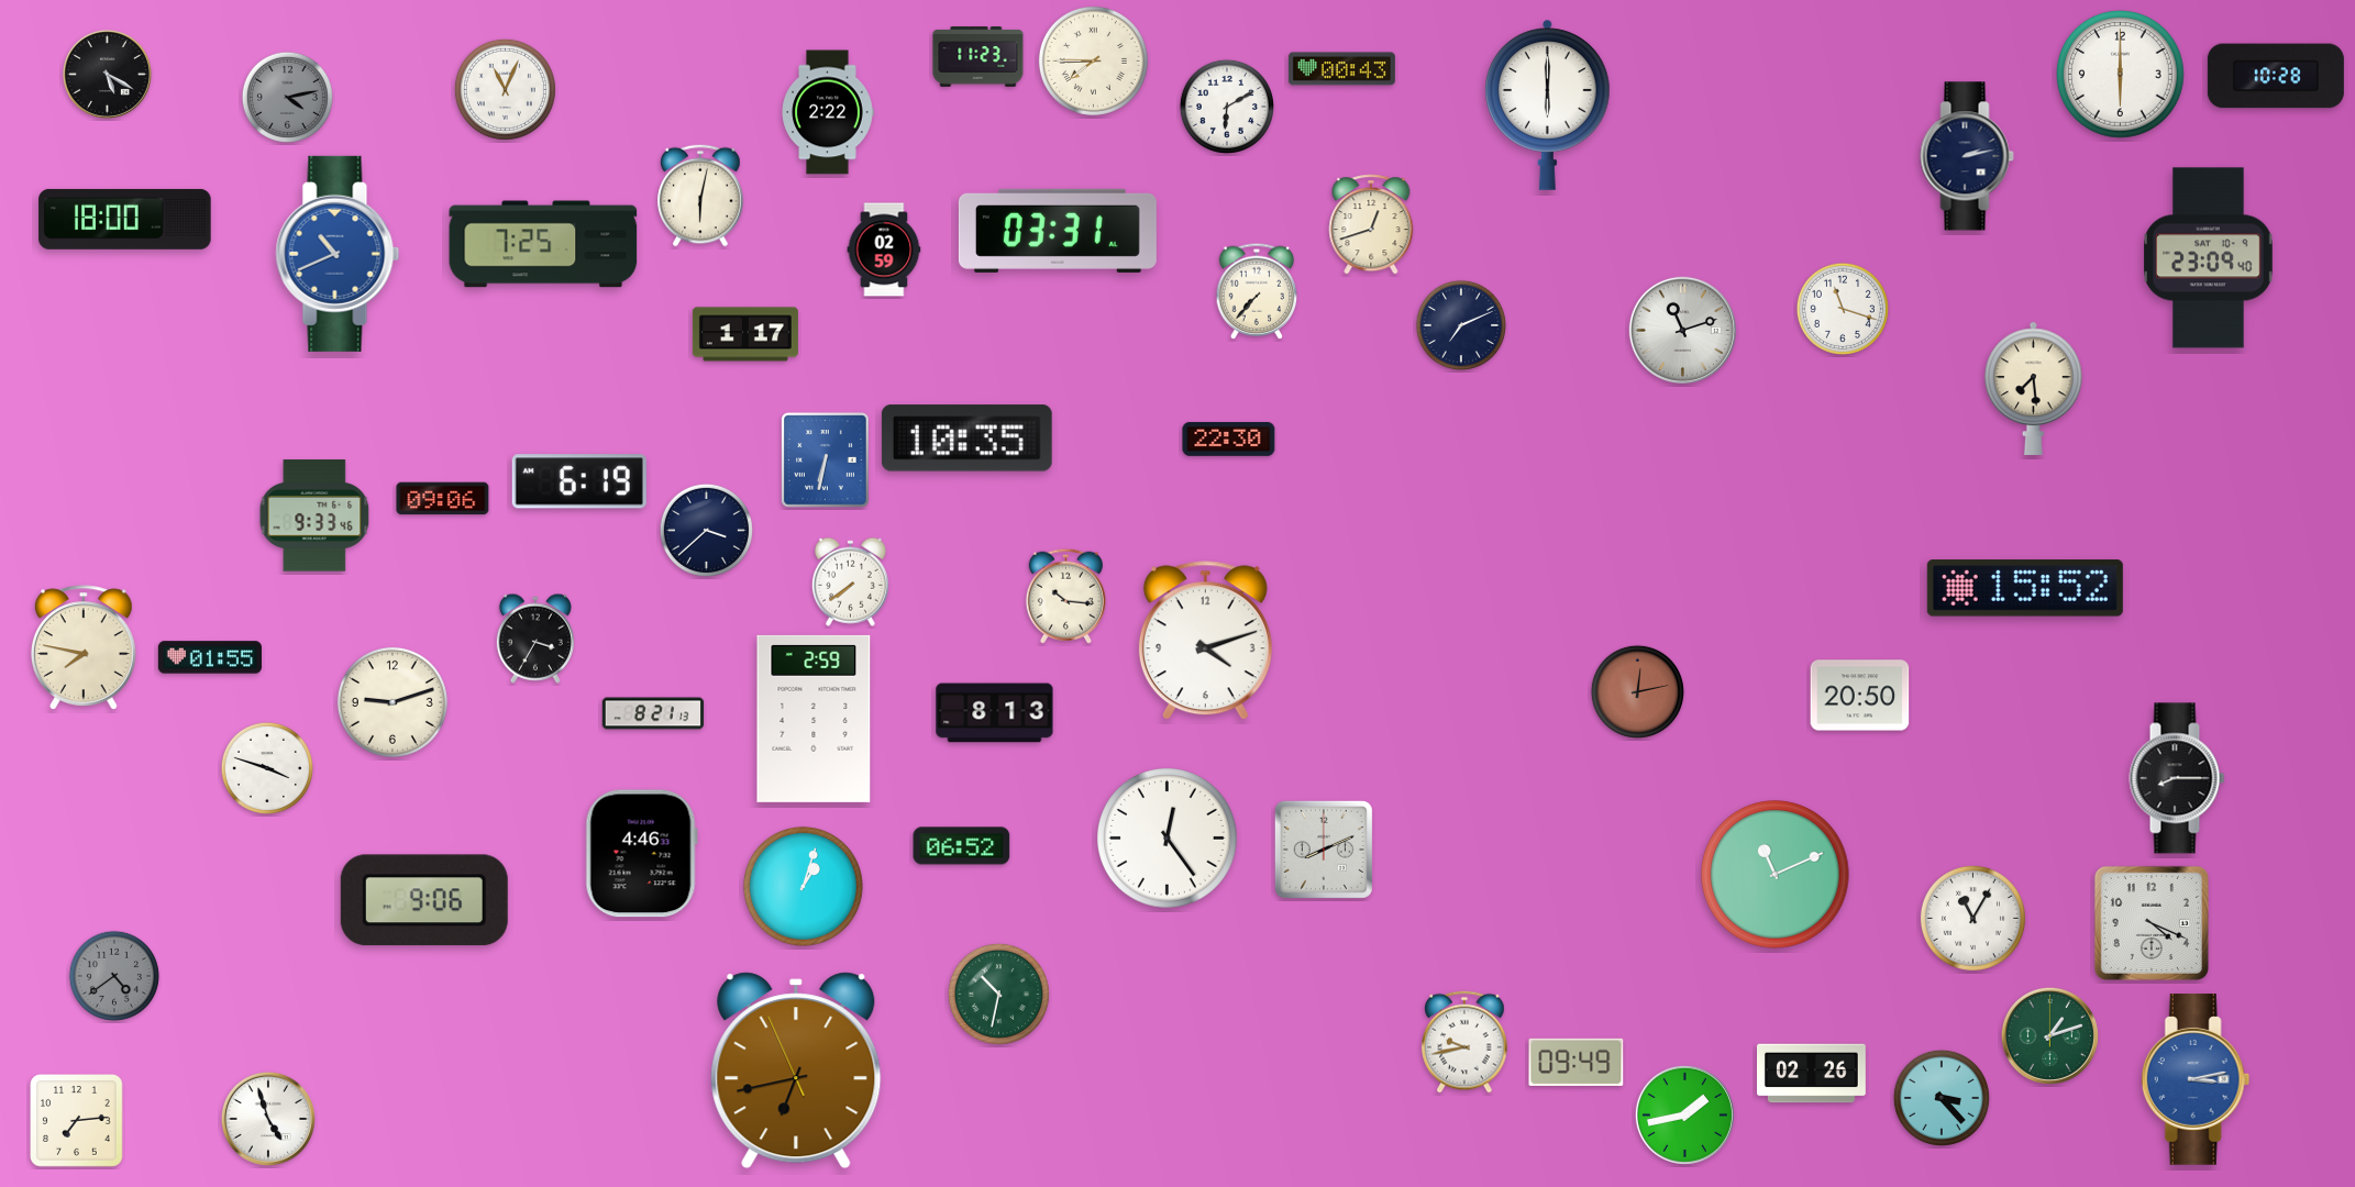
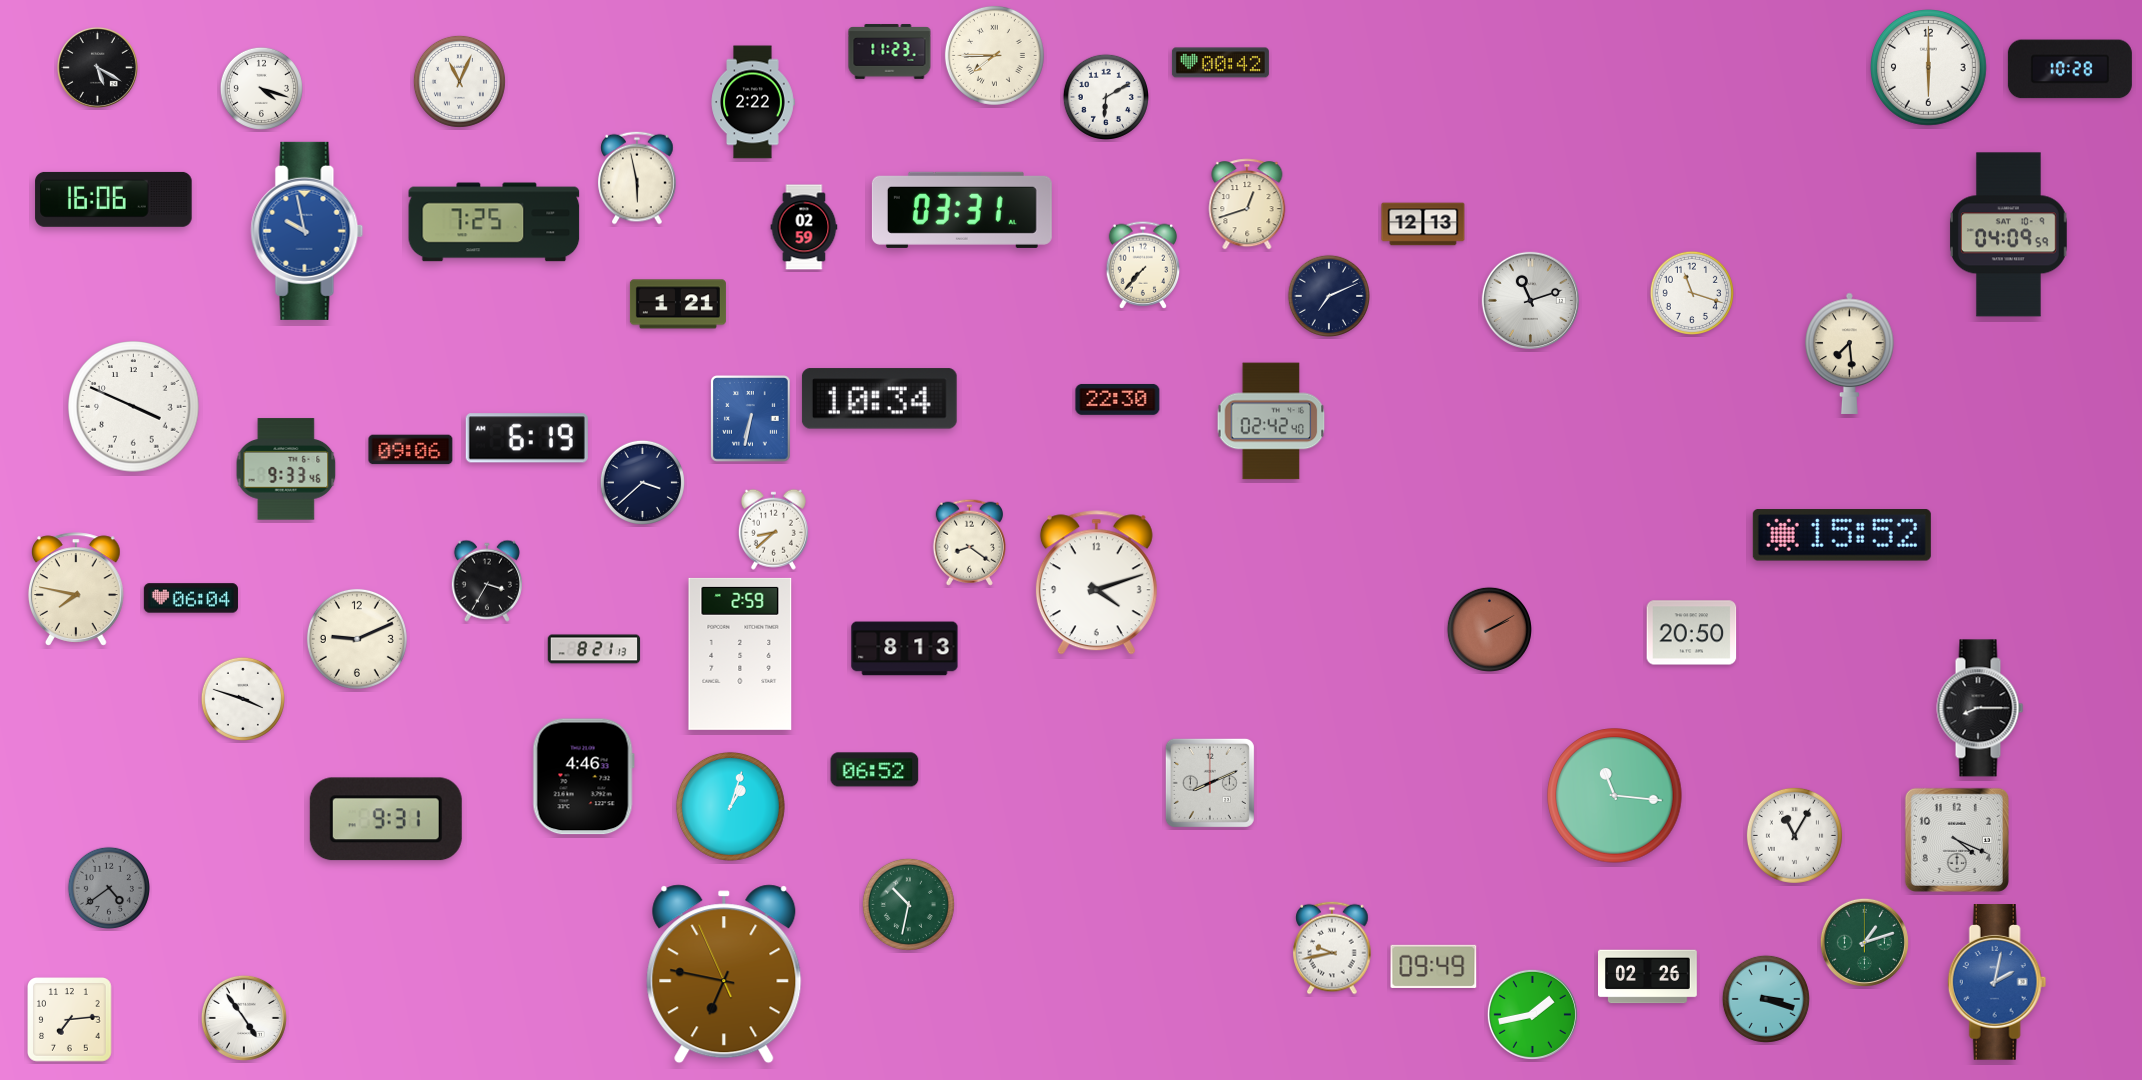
clock at (1341, 69): 00:43 -> 00:42
clock at (287, 97): 4:13 -> 4:18
clock at (287, 97) dial: grey -> white
clock at (1548, 104): 6:00 -> none
clock at (1227, 107) position: (1227, 107) -> (1106, 97)
clock at (1967, 156): 2:13 -> none
clock at (700, 196): 6:02 -> 5:58
clock at (125, 219): 18:00 -> 16:06
clock at (1423, 224): none -> 12:13
clock at (338, 254): 10:41 -> 9:58
clock at (2209, 258): 23:09 -> 04:09
clock at (1843, 309) position: (1843, 309) -> (1692, 293)
clock at (745, 334): 1:17 -> 1:21
clock at (966, 439): 10:35 -> 10:34
clock at (134, 407): none -> 3:49
clock at (1271, 421): none -> 02:42
clock at (443, 499) position: (443, 499) -> (411, 450)
clock at (850, 581): 7:39 -> 8:38
clock at (1065, 596): 10:16 -> 8:21
clock at (210, 657): 01:55 -> 06:04
clock at (1637, 691): 12:13 -> 2:10
clock at (393, 702): 9:12 -> 9:11
clock at (1168, 839): 12:24 -> none
clock at (1324, 850) position: (1324, 850) -> (1210, 783)
clock at (1776, 875): 11:11 -> 11:16
clock at (424, 900): 9:06 -> 9:31
clock at (114, 976) position: (114, 976) -> (109, 888)
clock at (796, 1070): 6:42 -> 6:46
clock at (2196, 1079): 3:13 -> 2:02
clock at (1942, 1098): 3:23 -> 3:18
clock at (268, 1119): 4:57 -> 4:54
